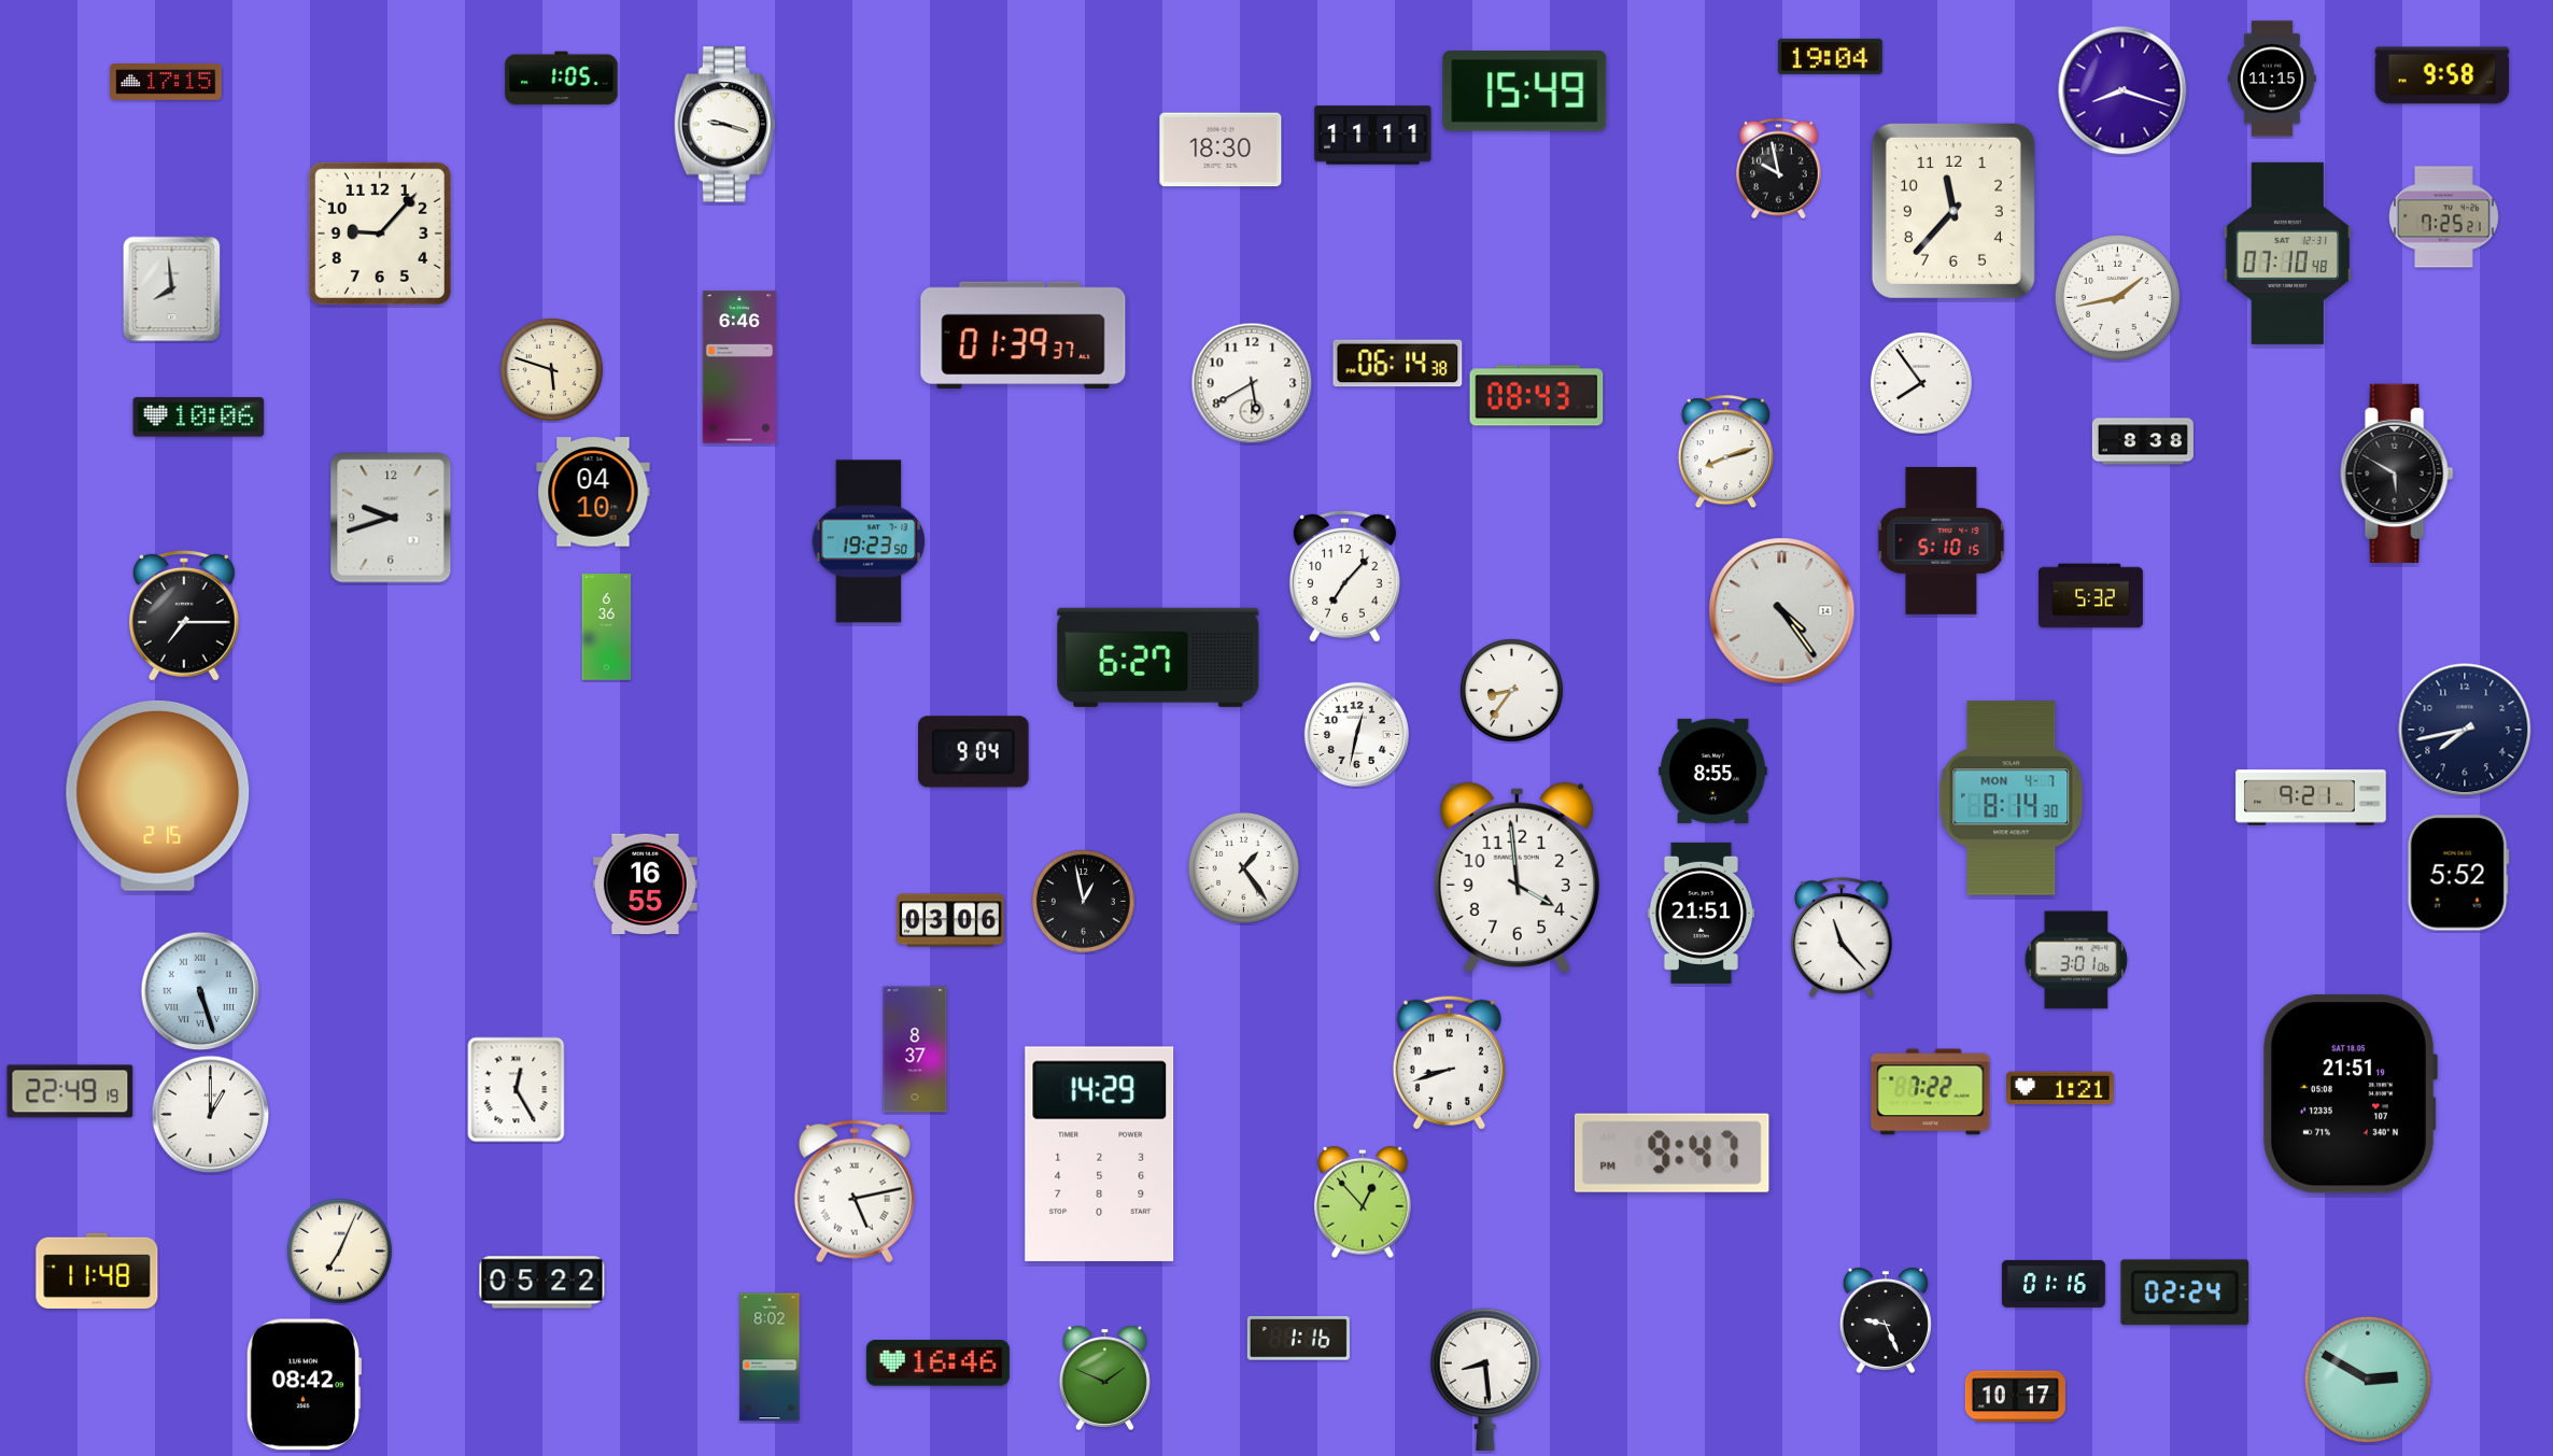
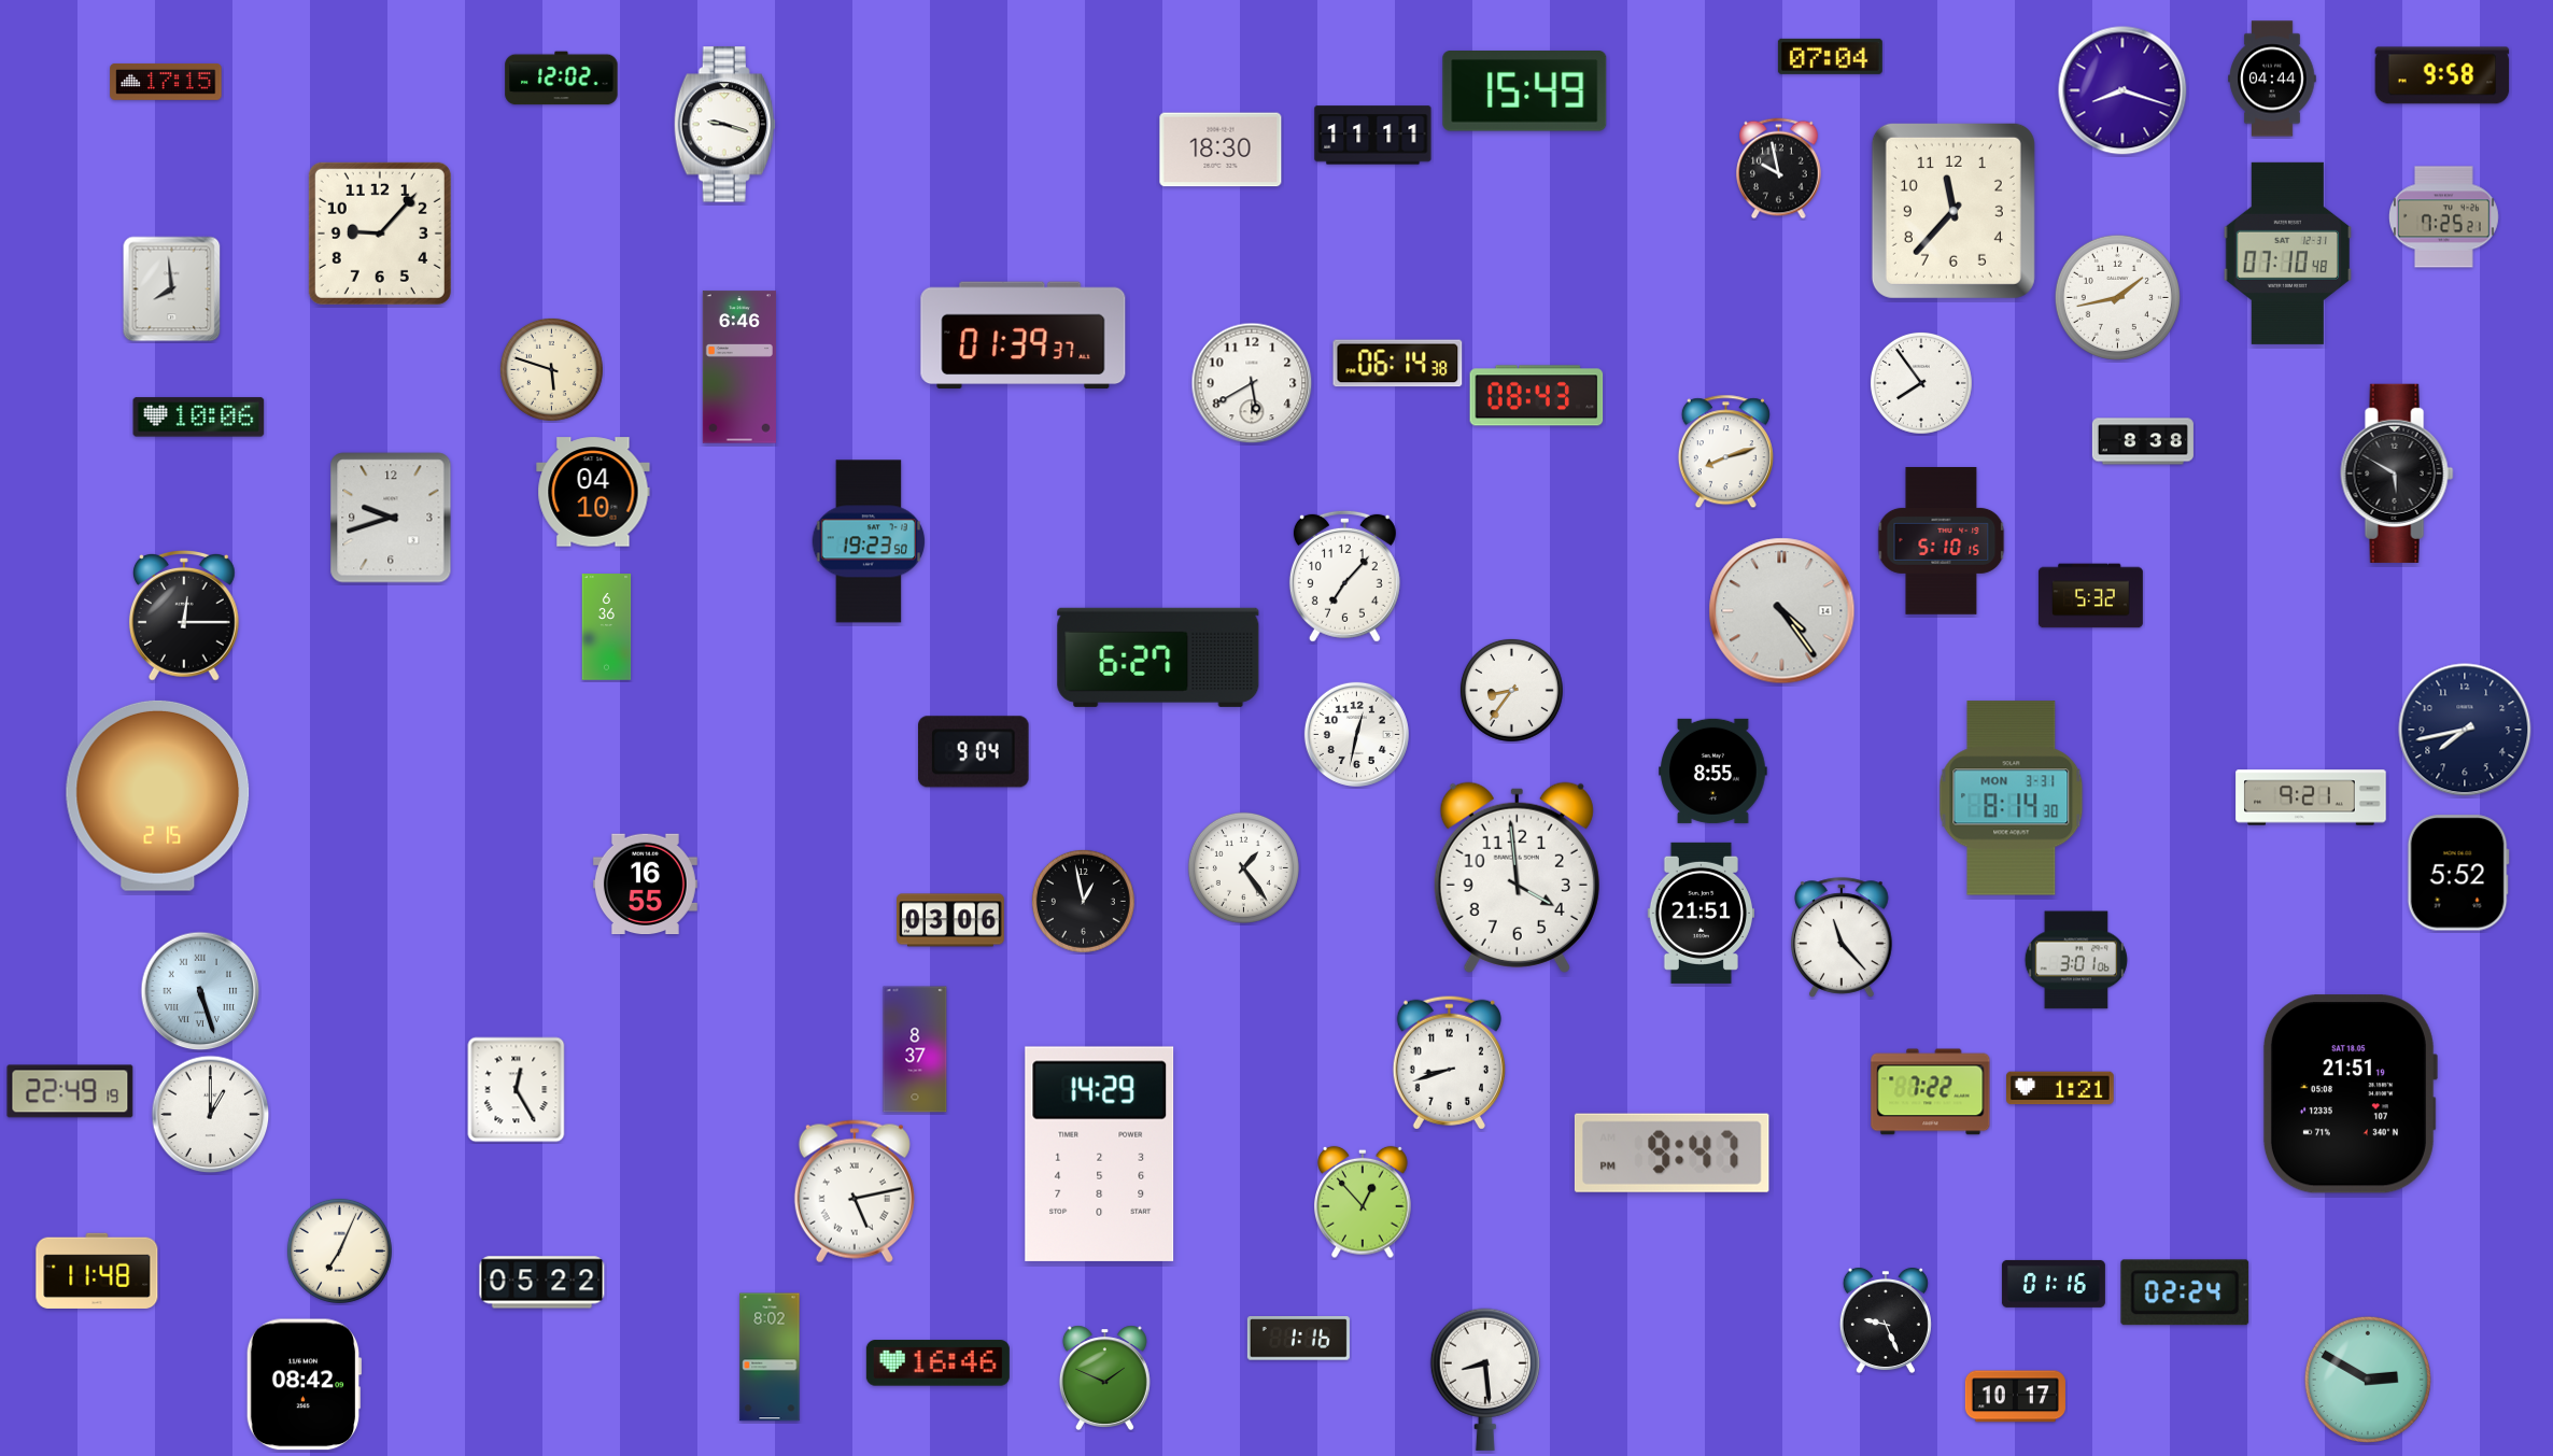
clock at (1830, 56): 19:04 -> 07:04
clock at (562, 79): 1:05 -> 12:02
clock at (2272, 79): 11:15 -> 04:44
clock at (184, 617): 7:15 -> 12:15
clock at (2012, 798) date: MON 4-7 -> MON 3-31
